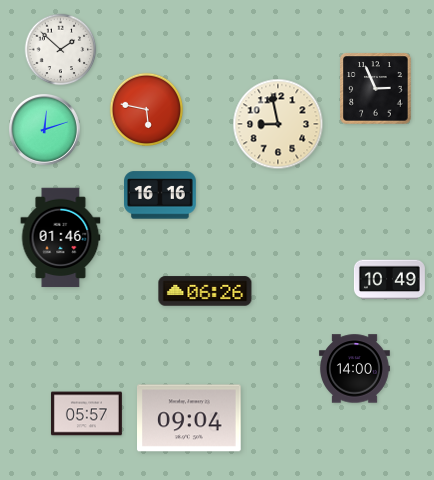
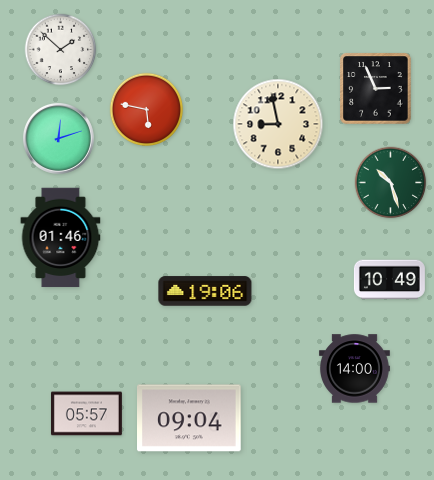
clock at (44, 129) position: (44, 129) -> (58, 138)
clock at (391, 183): none -> 10:27
clock at (161, 195): 16:16 -> none
clock at (205, 291): 06:26 -> 19:06
